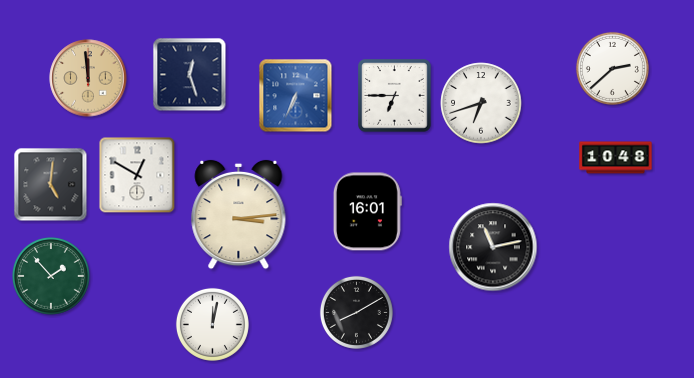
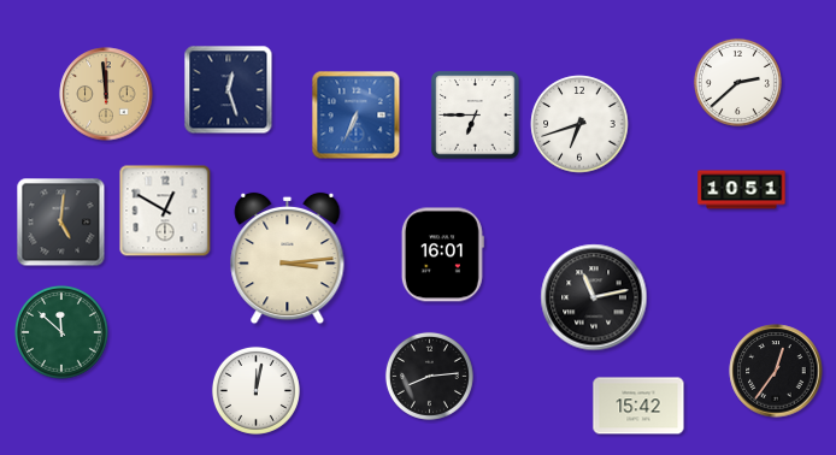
clock at (616, 158): 10:48 -> 10:51
clock at (52, 277): 1:53 -> 11:52
clock at (776, 371): none -> 12:36
clock at (356, 312): 8:10 -> 8:14
clock at (638, 406): none -> 15:42
